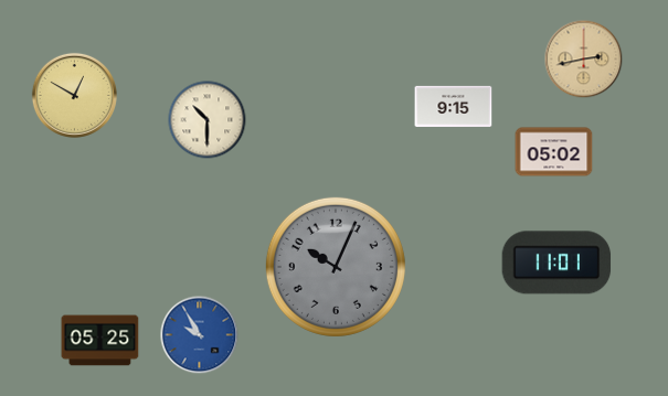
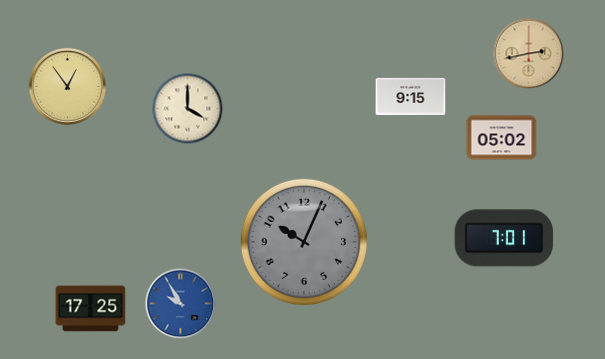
clock at (74, 95): 12:50 -> 12:54
clock at (208, 120): 10:30 -> 4:00
clock at (556, 263): 11:01 -> 7:01
clock at (100, 341): 05:25 -> 17:25
